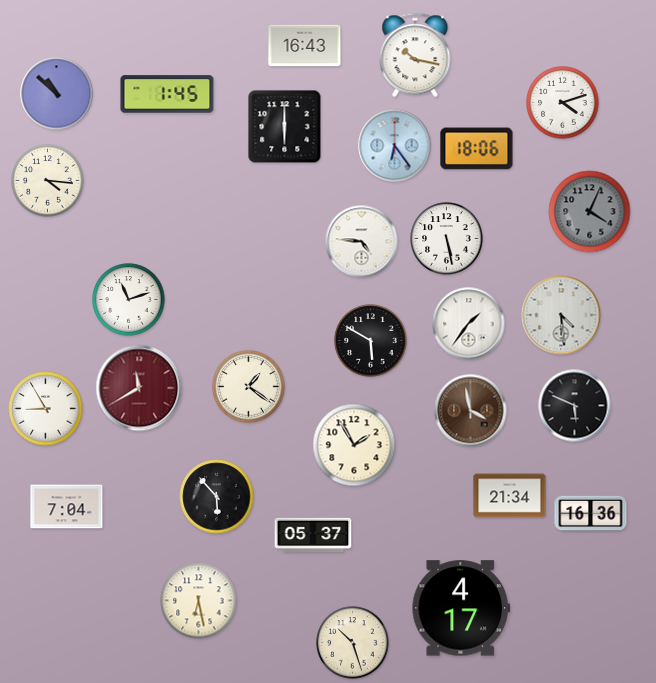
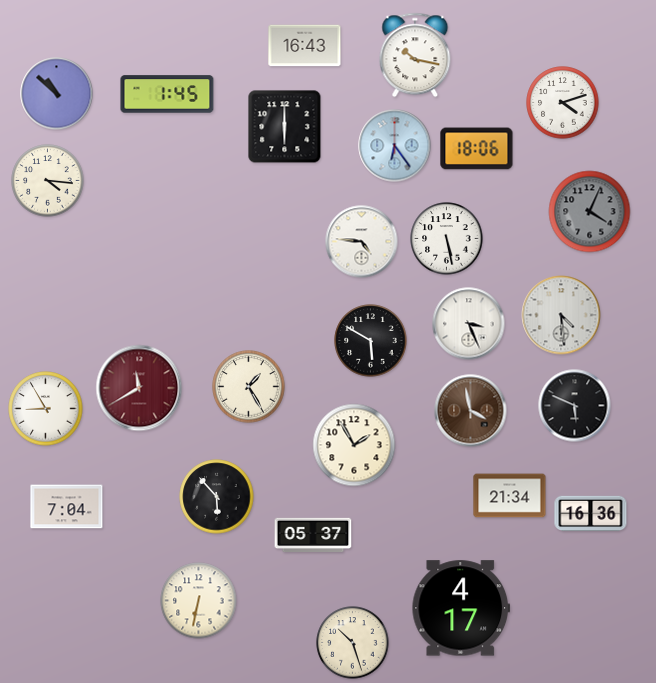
clock at (129, 300): 11:12 -> none
clock at (469, 324): 1:36 -> 3:26
clock at (249, 387): 1:21 -> 1:25
clock at (199, 601): 6:28 -> 6:32
